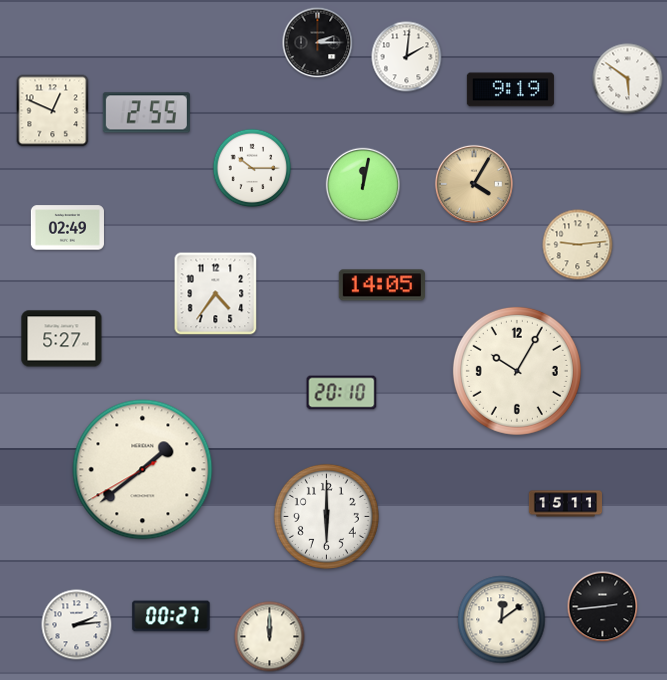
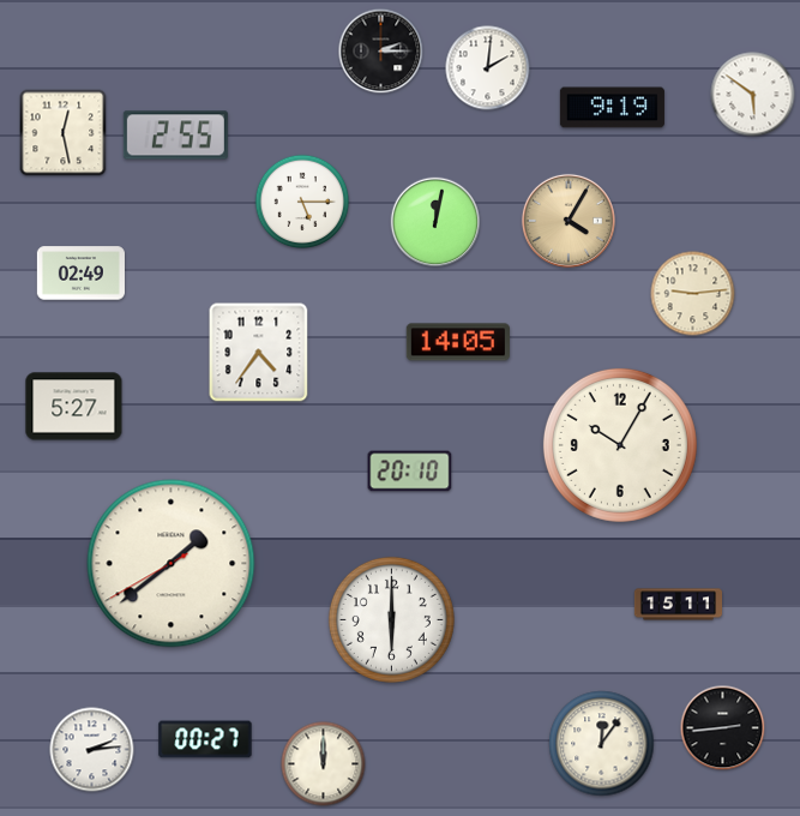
clock at (53, 111): 12:49 -> 12:28
clock at (252, 168): 10:15 -> 5:15
clock at (502, 620): 12:09 -> 12:06
